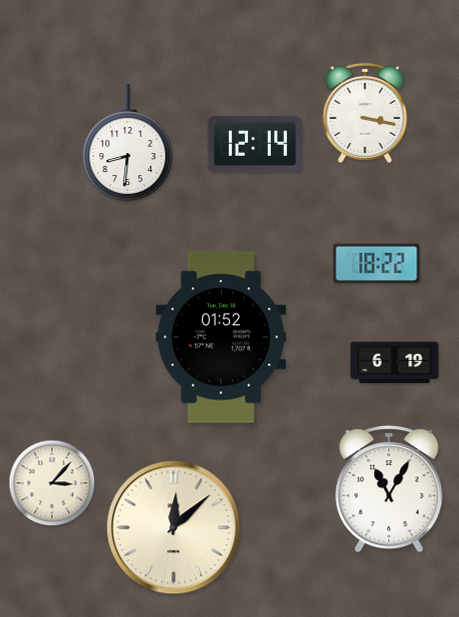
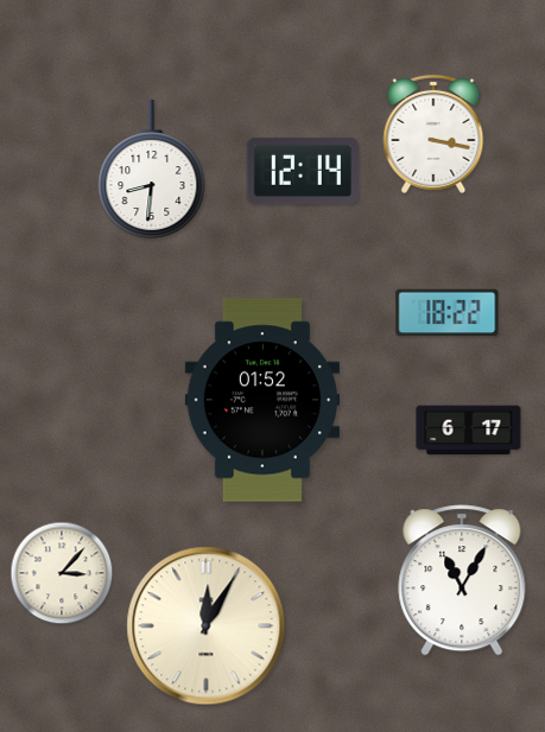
clock at (395, 363): 6:19 -> 6:17
clock at (174, 528): 12:08 -> 12:05
